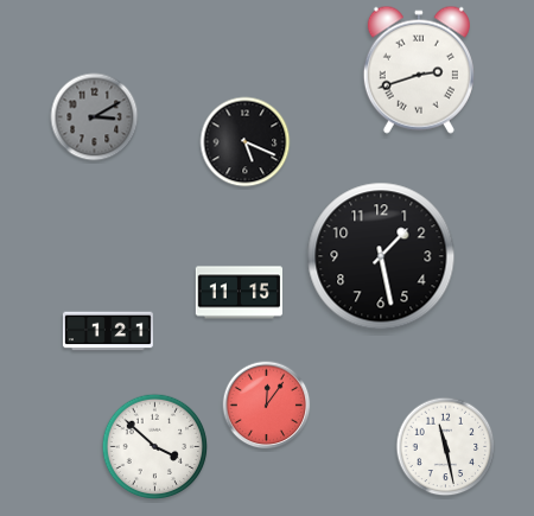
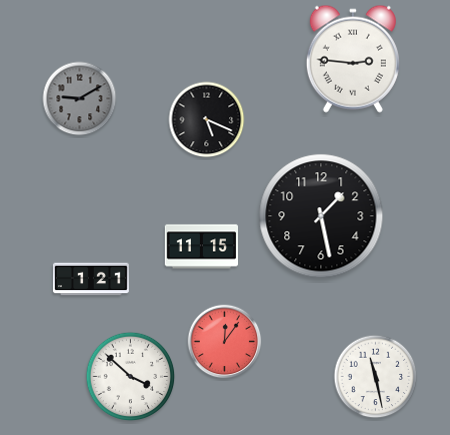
clock at (419, 70): 2:42 -> 2:46
clock at (95, 117): 3:10 -> 9:10
